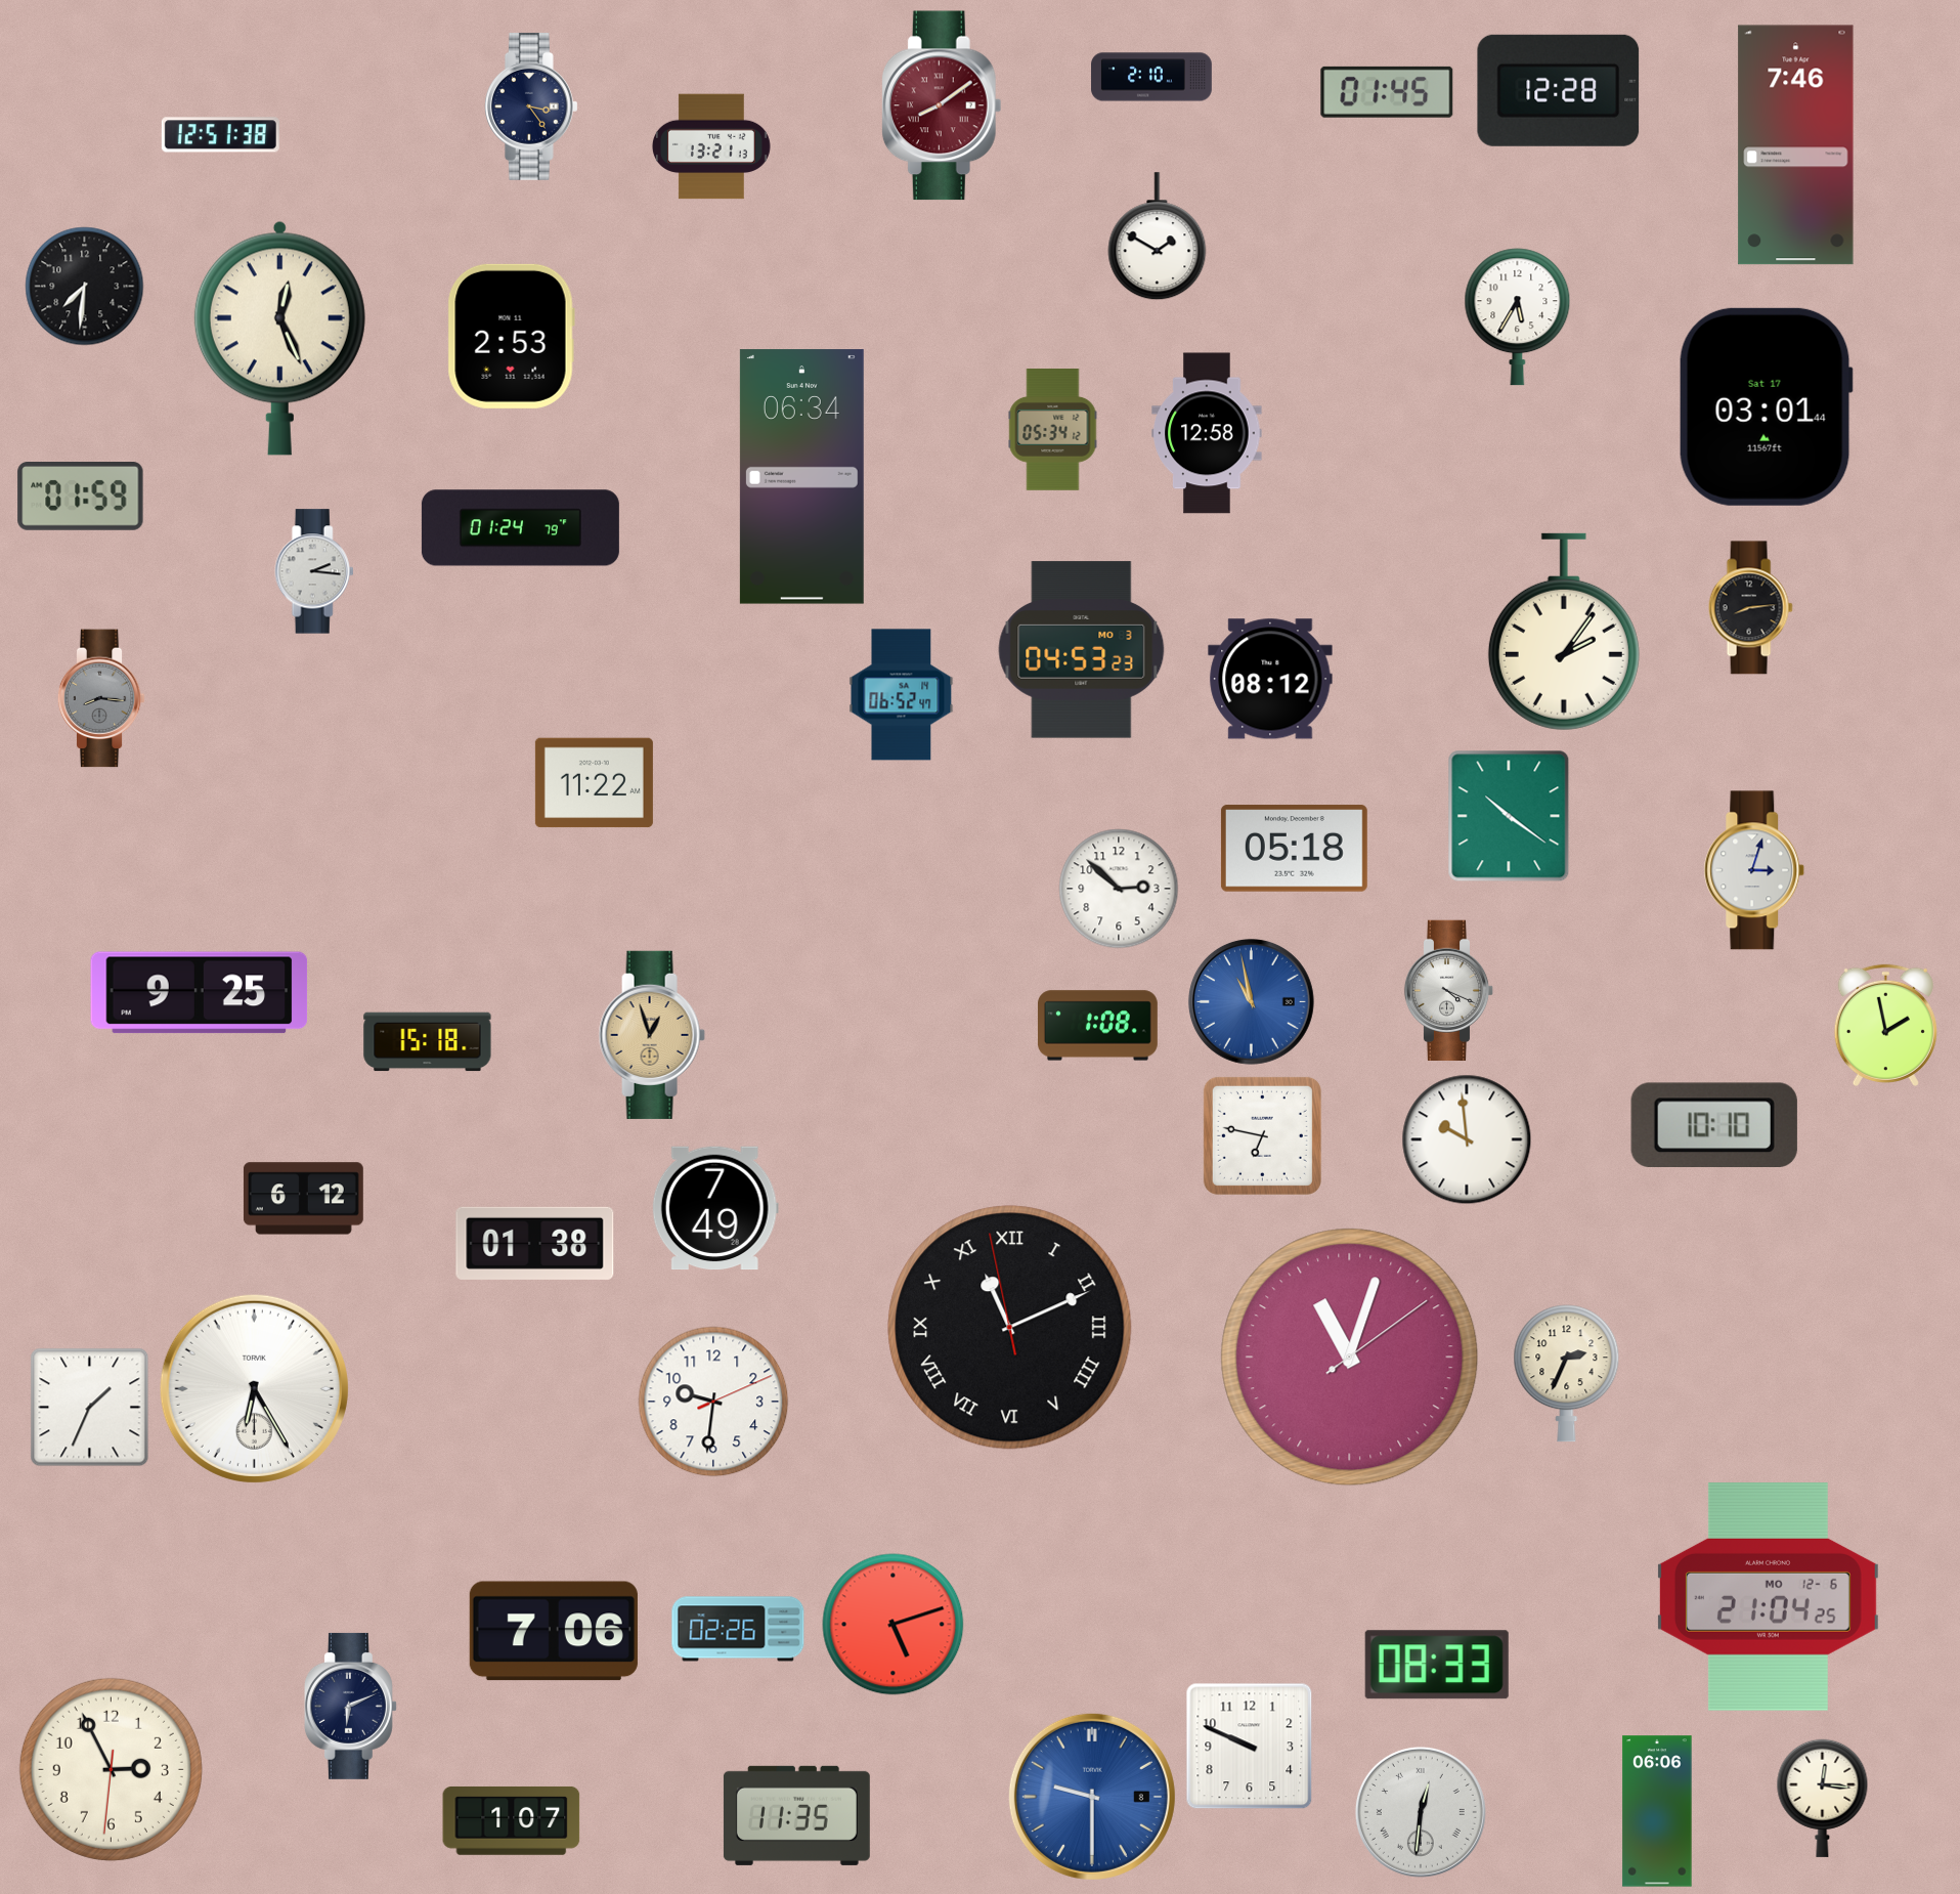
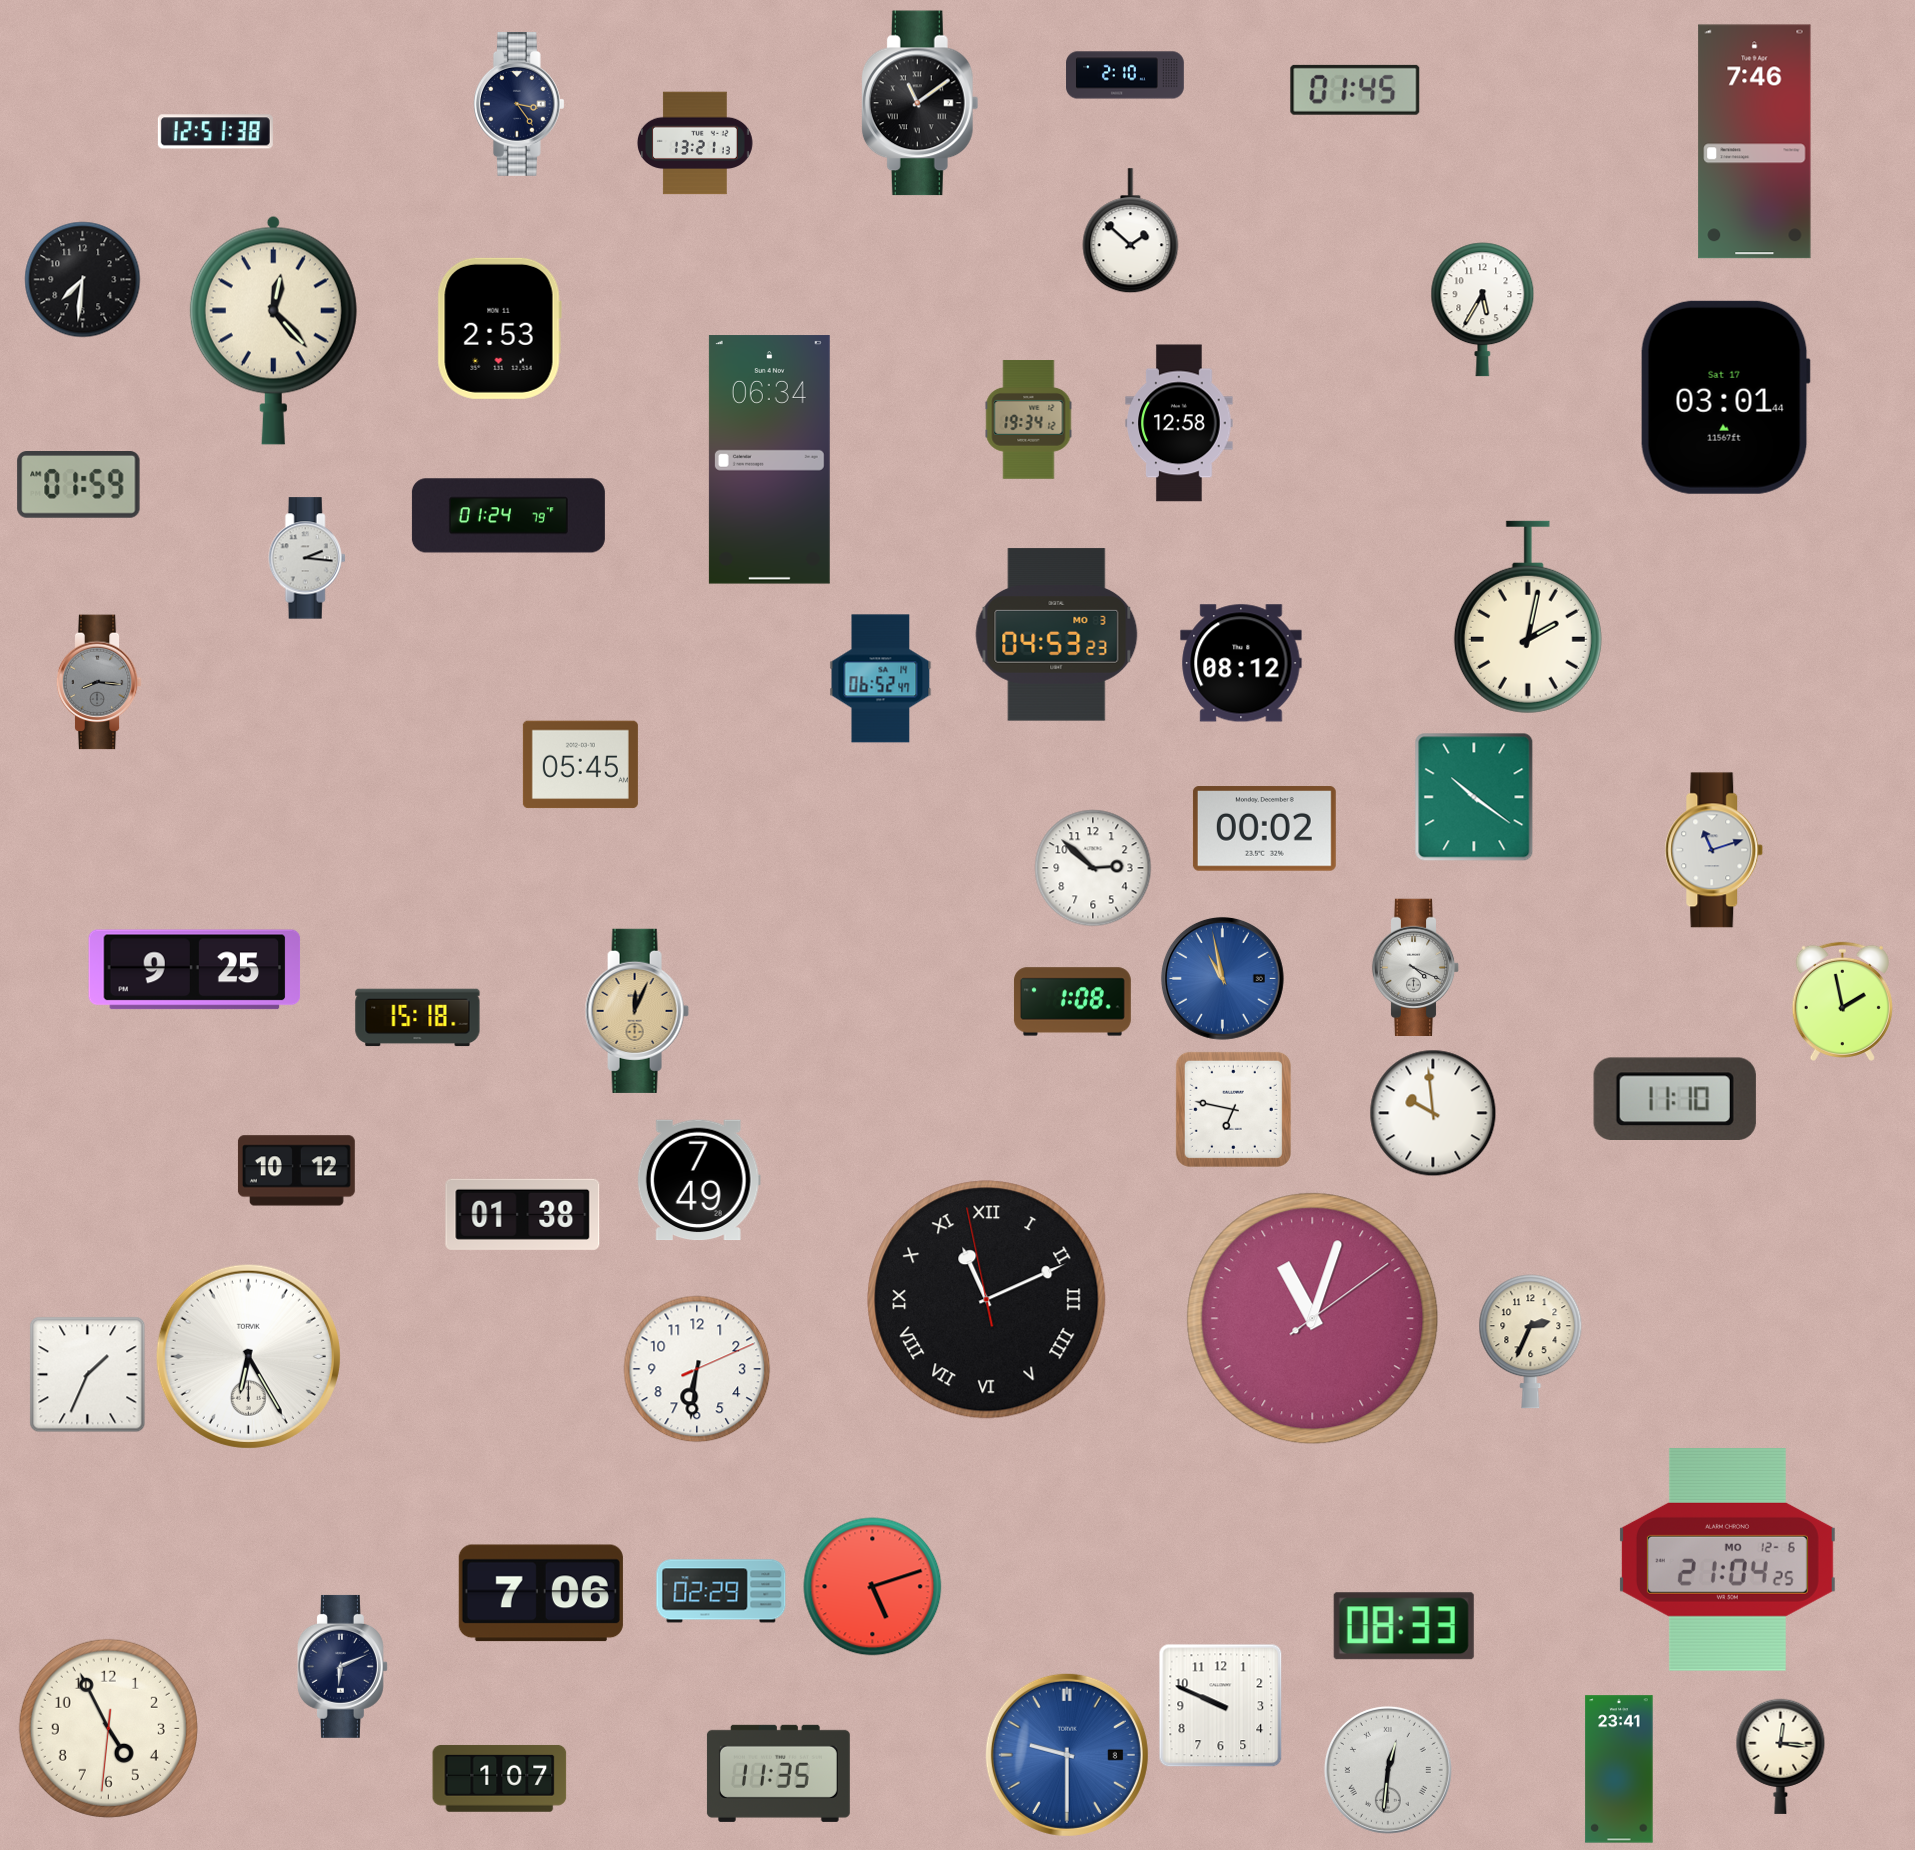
clock at (1559, 90): 12:28 -> none
clock at (942, 105): 8:09 -> 11:09
clock at (942, 105) dial: burgundy -> black
clock at (1158, 236): 1:50 -> 1:52
clock at (279, 338): 12:26 -> 12:23
clock at (1053, 430): 05:34 -> 19:34
clock at (801, 477) position: (801, 477) -> (769, 460)
clock at (1750, 608): 8:14 -> none
clock at (1564, 632): 2:06 -> 2:02
clock at (594, 783): 11:22 -> 05:45
clock at (1294, 849): 05:18 -> 00:02
clock at (1754, 870): 3:03 -> 11:12
clock at (652, 1035): 12:57 -> 12:04
clock at (1714, 1124): 10:10 -> 11:10
clock at (303, 1199): 6:12 -> 10:12
clock at (1010, 1328) position: (1010, 1328) -> (987, 1300)
clock at (1350, 1358) position: (1350, 1358) -> (1313, 1319)
clock at (713, 1402): 9:31 -> 6:31
clock at (738, 1629): 02:26 -> 02:29
clock at (111, 1769): 2:55 -> 4:55
clock at (1657, 1811): 06:06 -> 23:41
